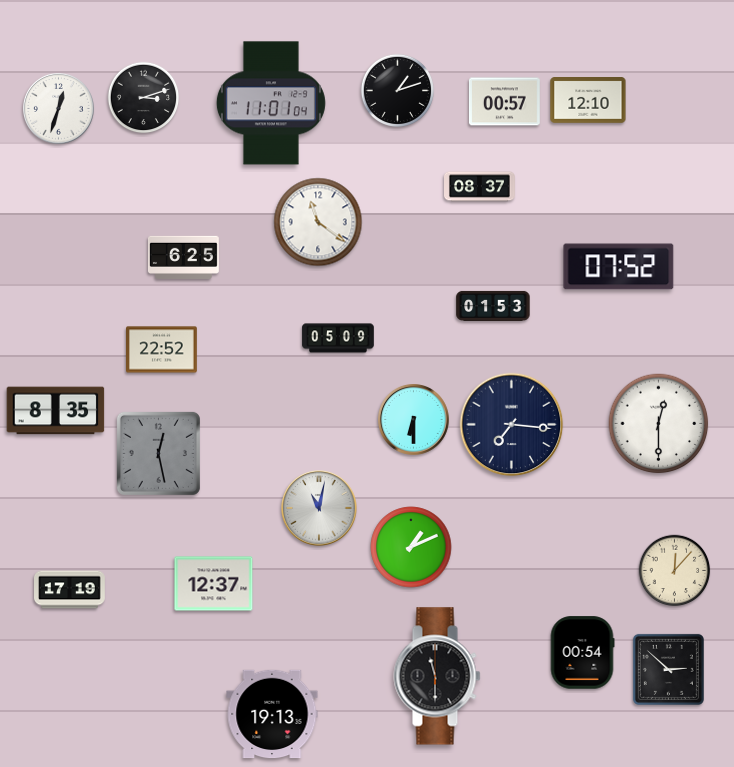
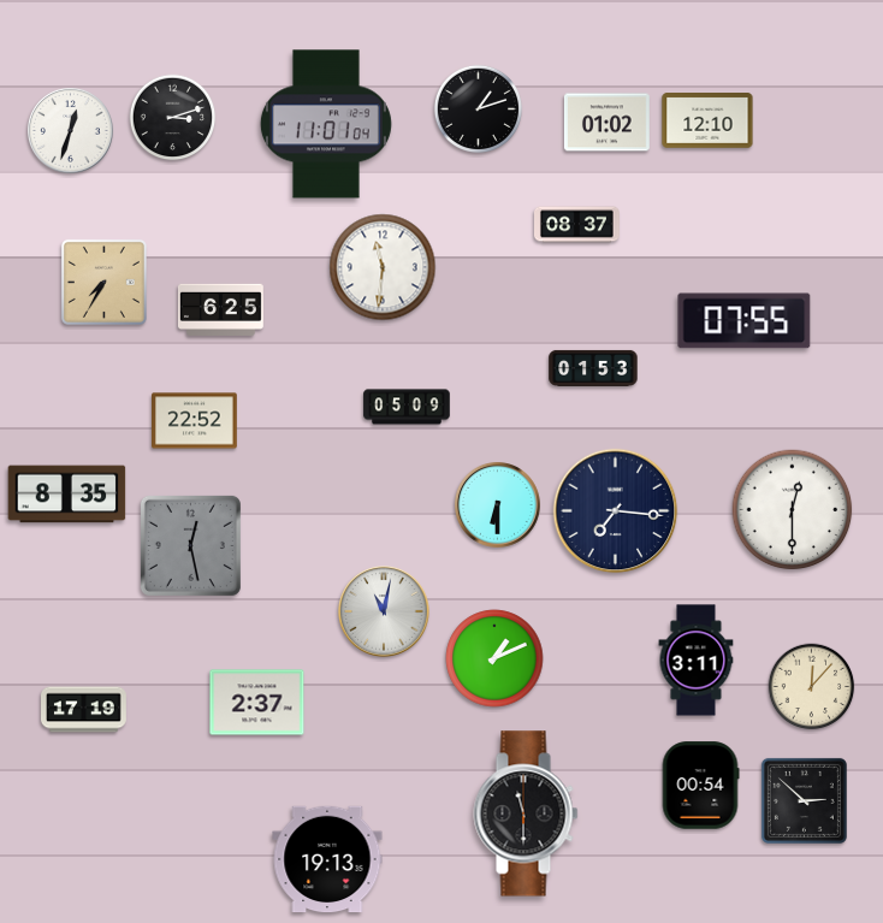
clock at (504, 102): 00:57 -> 01:02
clock at (318, 222): 11:21 -> 11:31
clock at (103, 282): none -> 7:35
clock at (619, 267): 07:52 -> 07:55
clock at (697, 661): none -> 3:11
clock at (214, 584): 12:37 -> 2:37
clock at (668, 669) position: (668, 669) -> (804, 800)
